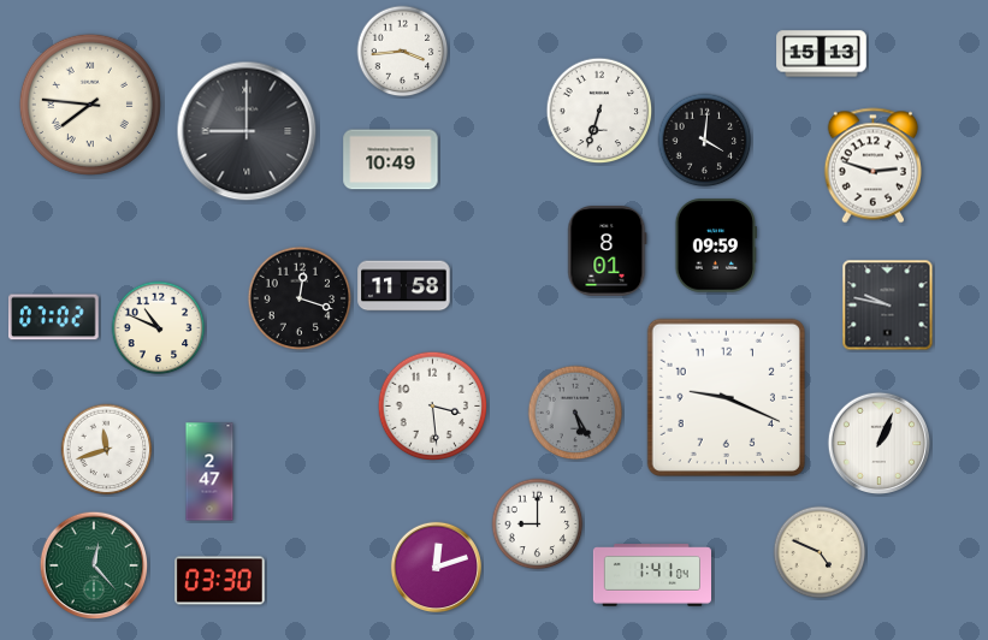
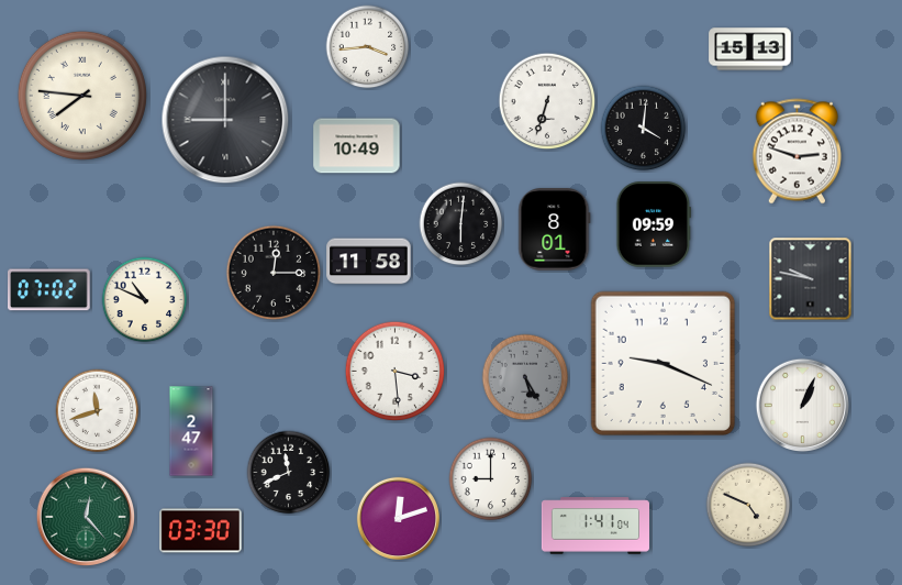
clock at (461, 224): none -> 6:01
clock at (300, 298): 12:18 -> 12:15
clock at (289, 473): none -> 11:41
